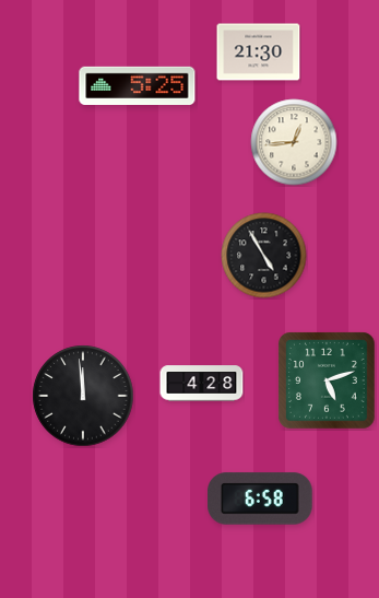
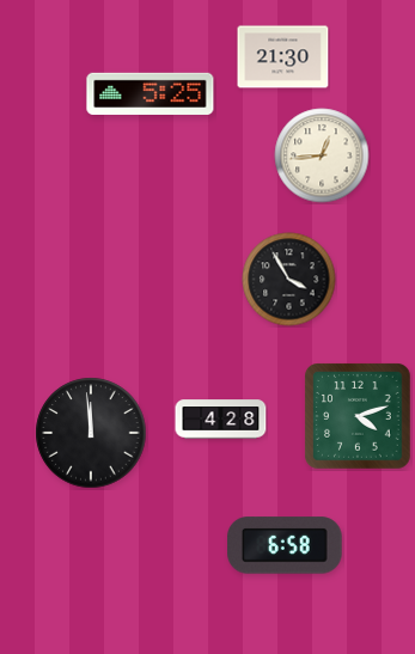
clock at (264, 256): 4:55 -> 3:55
clock at (327, 380): 5:12 -> 4:12
